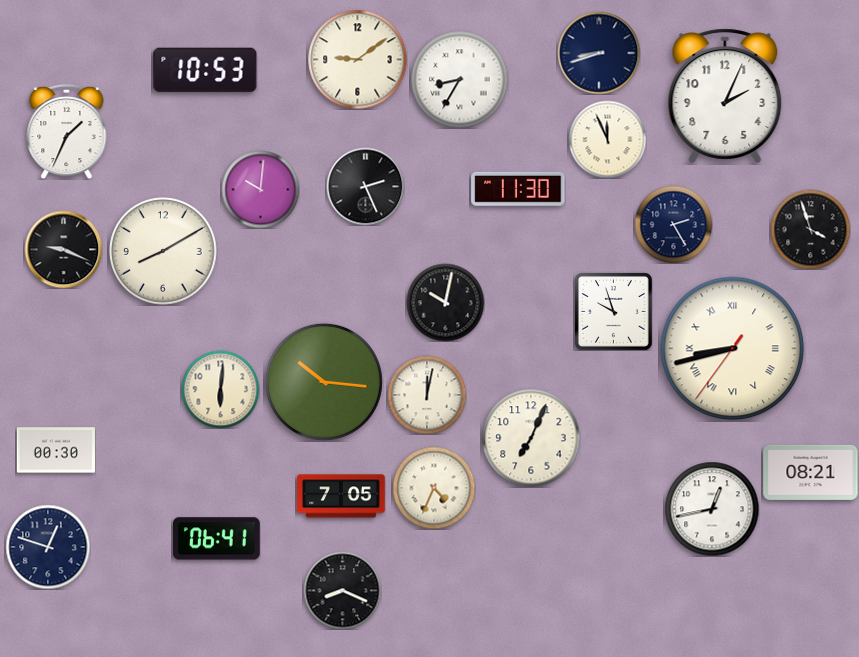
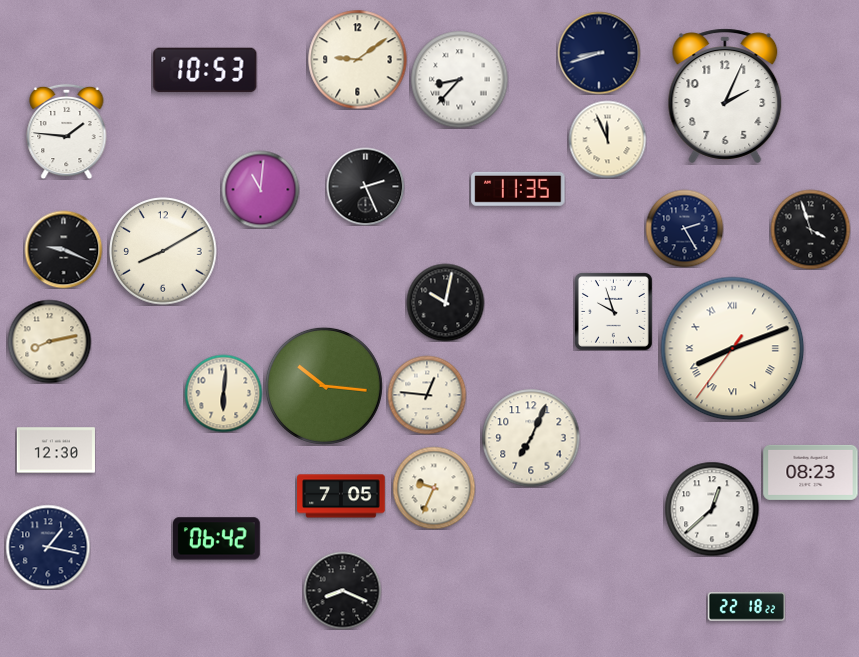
clock at (459, 79): 8:35 -> 8:37
clock at (67, 131): 1:34 -> 1:46
clock at (260, 189): 10:01 -> 11:01
clock at (518, 189): 11:30 -> 11:35
clock at (673, 224) position: (673, 224) -> (684, 228)
clock at (49, 341): none -> 8:13
clock at (733, 349): 8:42 -> 8:11
clock at (324, 382) position: (324, 382) -> (324, 386)
clock at (220, 389) position: (220, 389) -> (223, 393)
clock at (427, 395): 12:02 -> 12:46
clock at (56, 450): 00:30 -> 12:30
clock at (811, 472): 08:21 -> 08:23
clock at (434, 488): 4:34 -> 9:34
clock at (712, 509): 12:43 -> 12:38
clock at (217, 539): 06:41 -> 06:42
clock at (48, 547): 12:48 -> 1:17
clock at (746, 607): none -> 22:18
